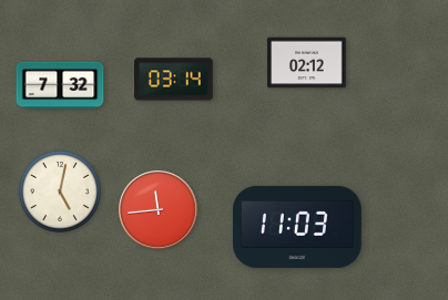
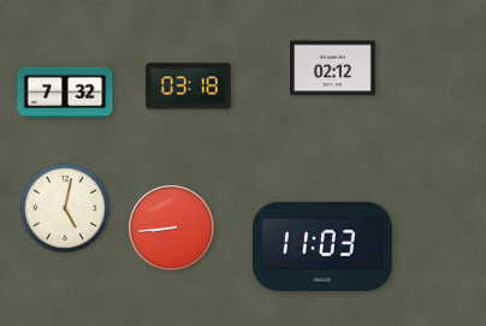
clock at (174, 80): 03:14 -> 03:18
clock at (159, 210): 11:44 -> 8:44
